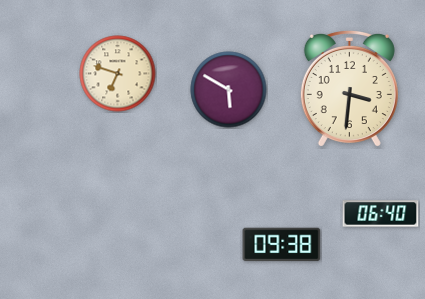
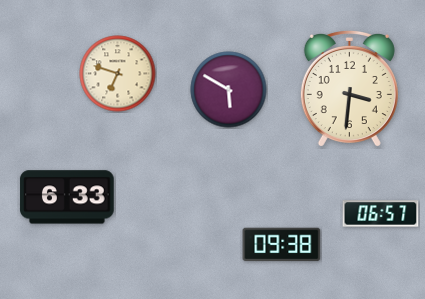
clock at (67, 197): none -> 6:33
clock at (381, 214): 06:40 -> 06:57
